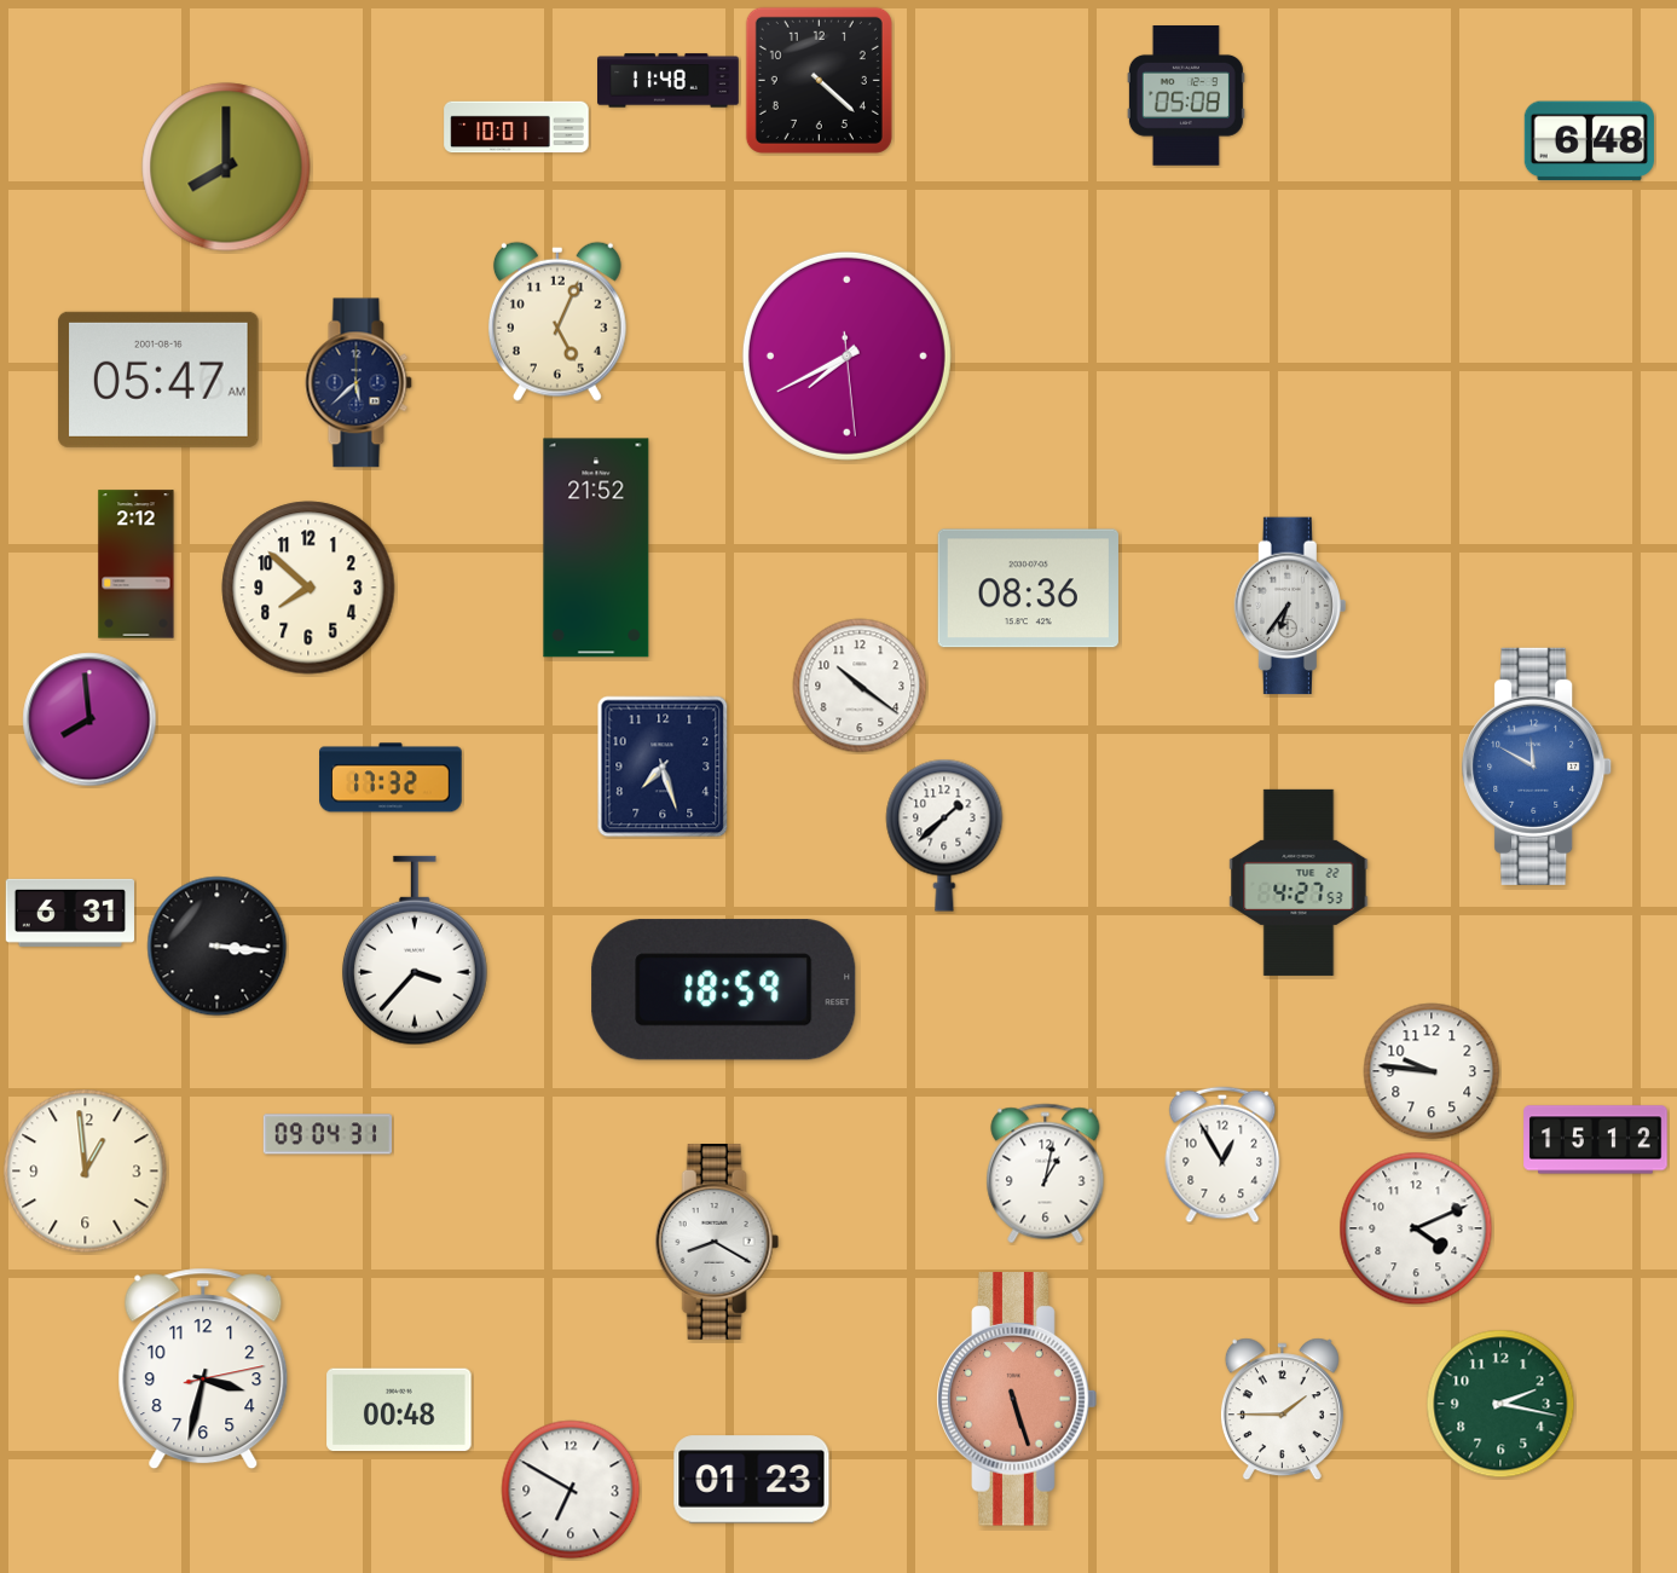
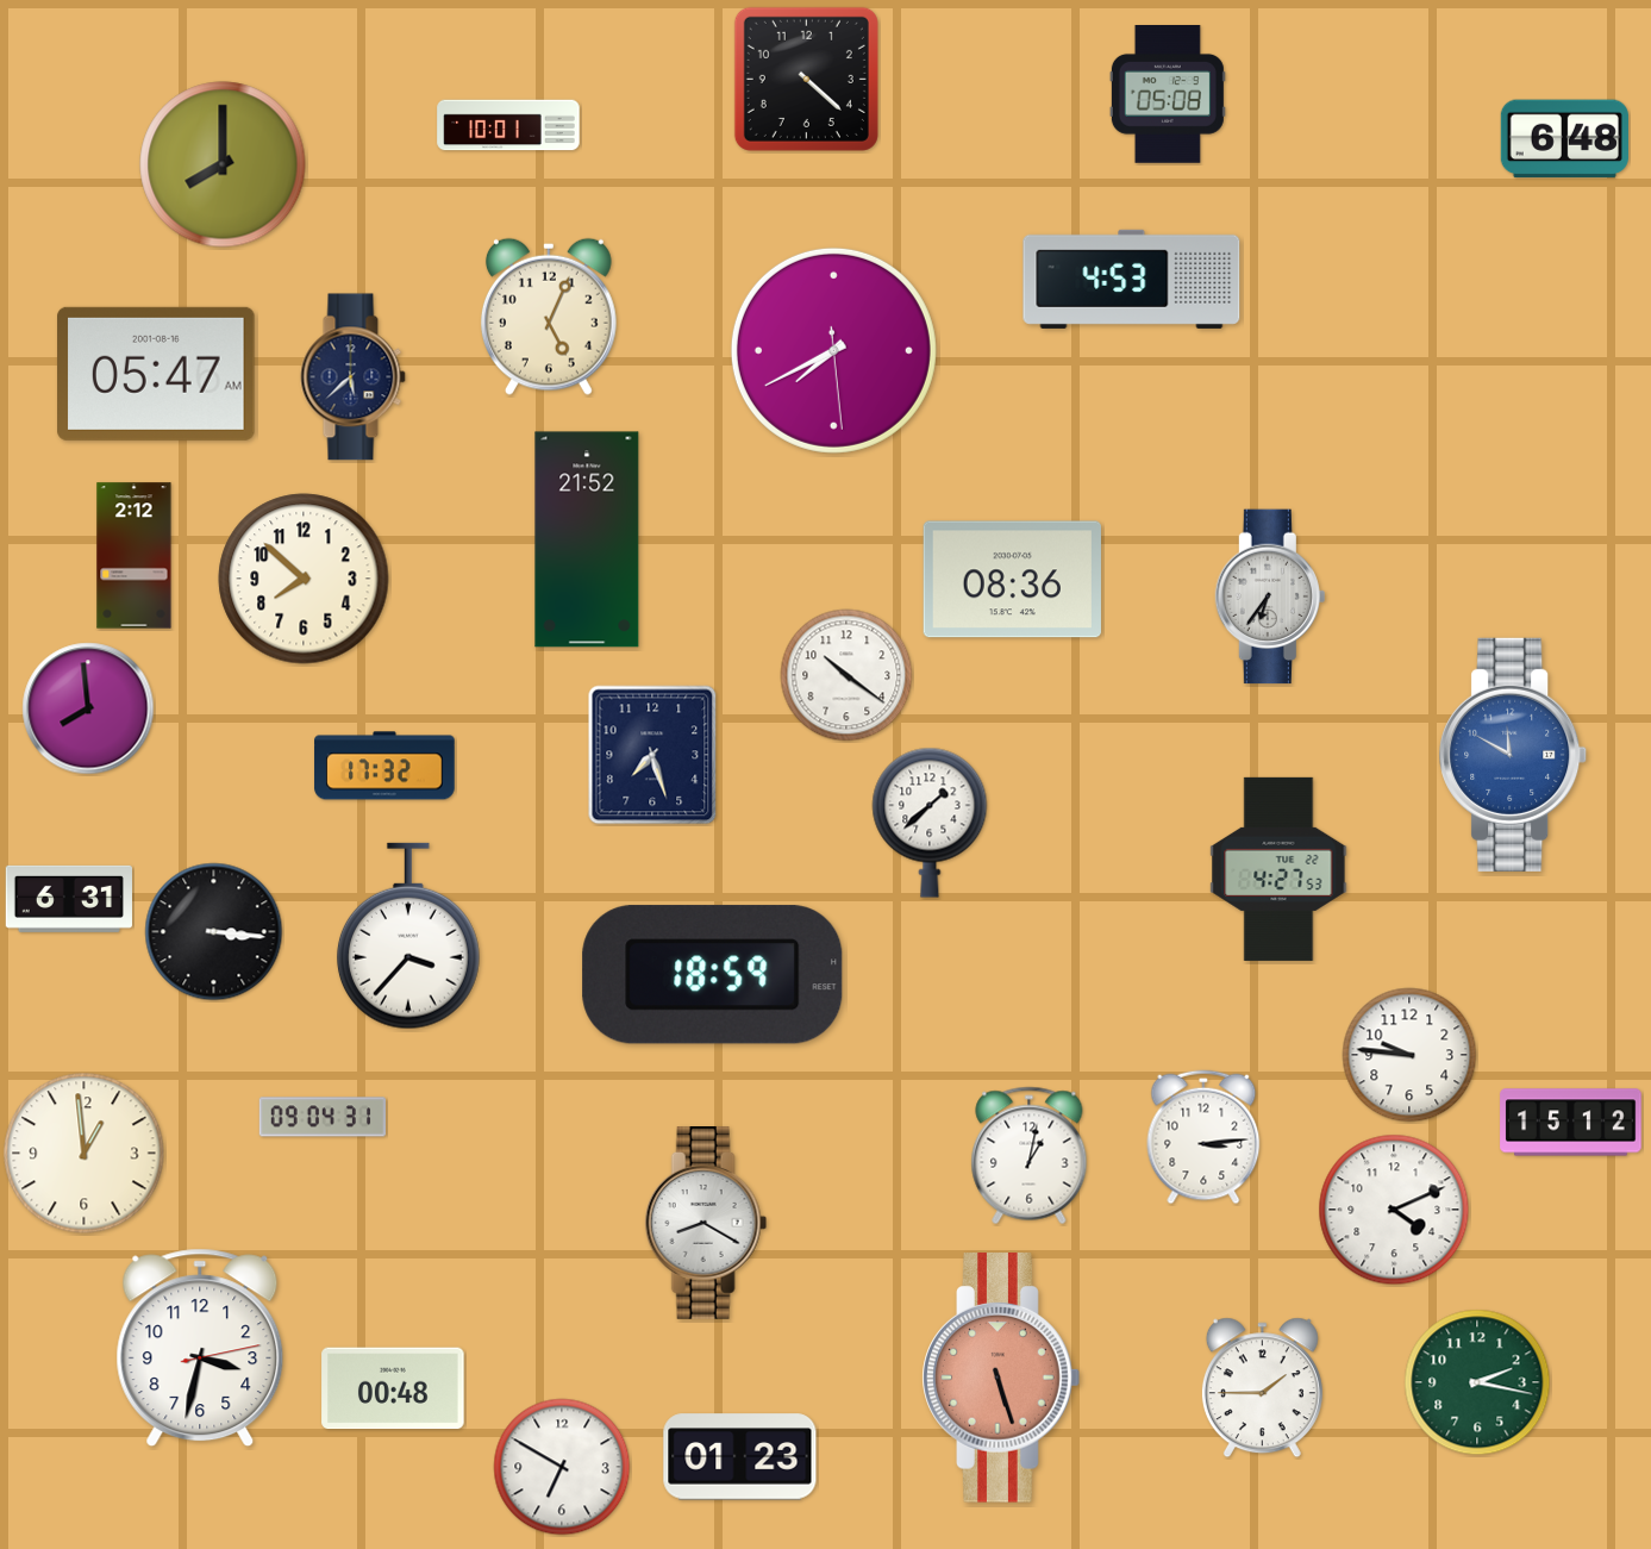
clock at (669, 81): 11:48 -> none
clock at (1132, 279): none -> 4:53
clock at (1222, 1155): 12:55 -> 3:14
